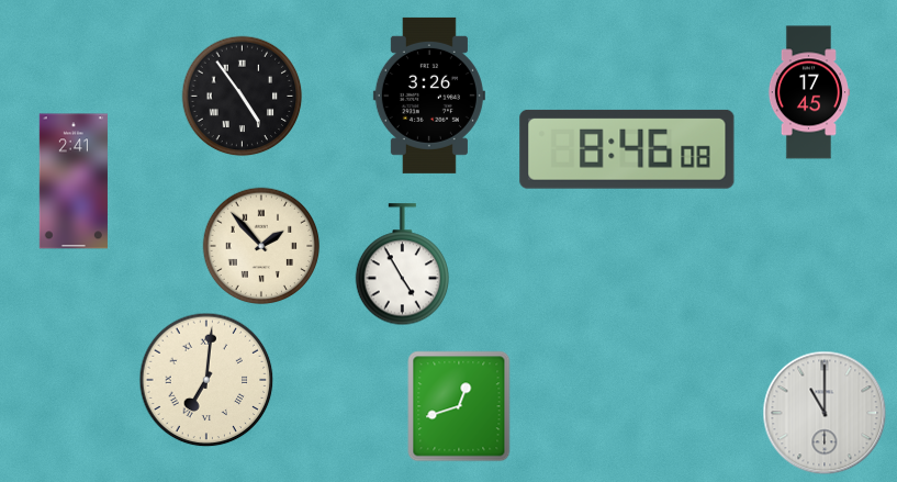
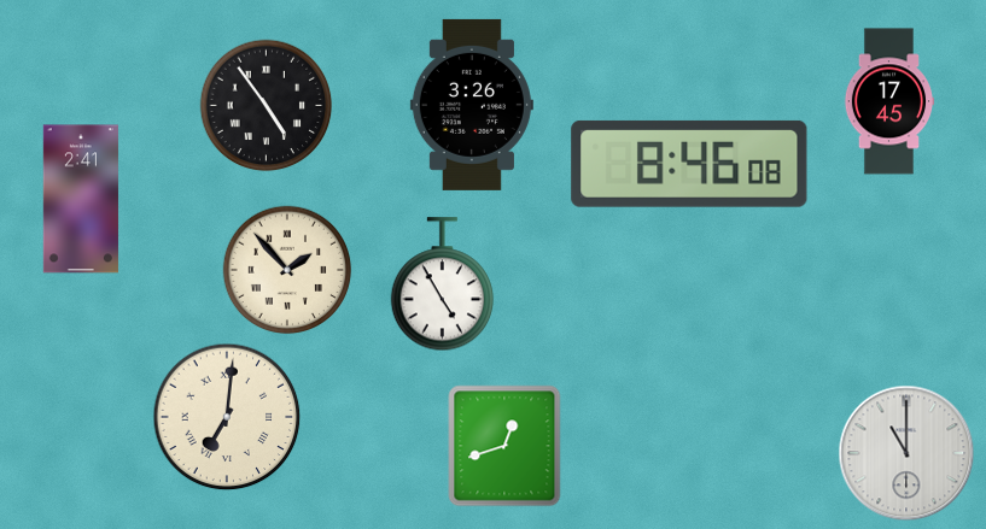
clock at (403, 265) position: (403, 265) -> (443, 284)
